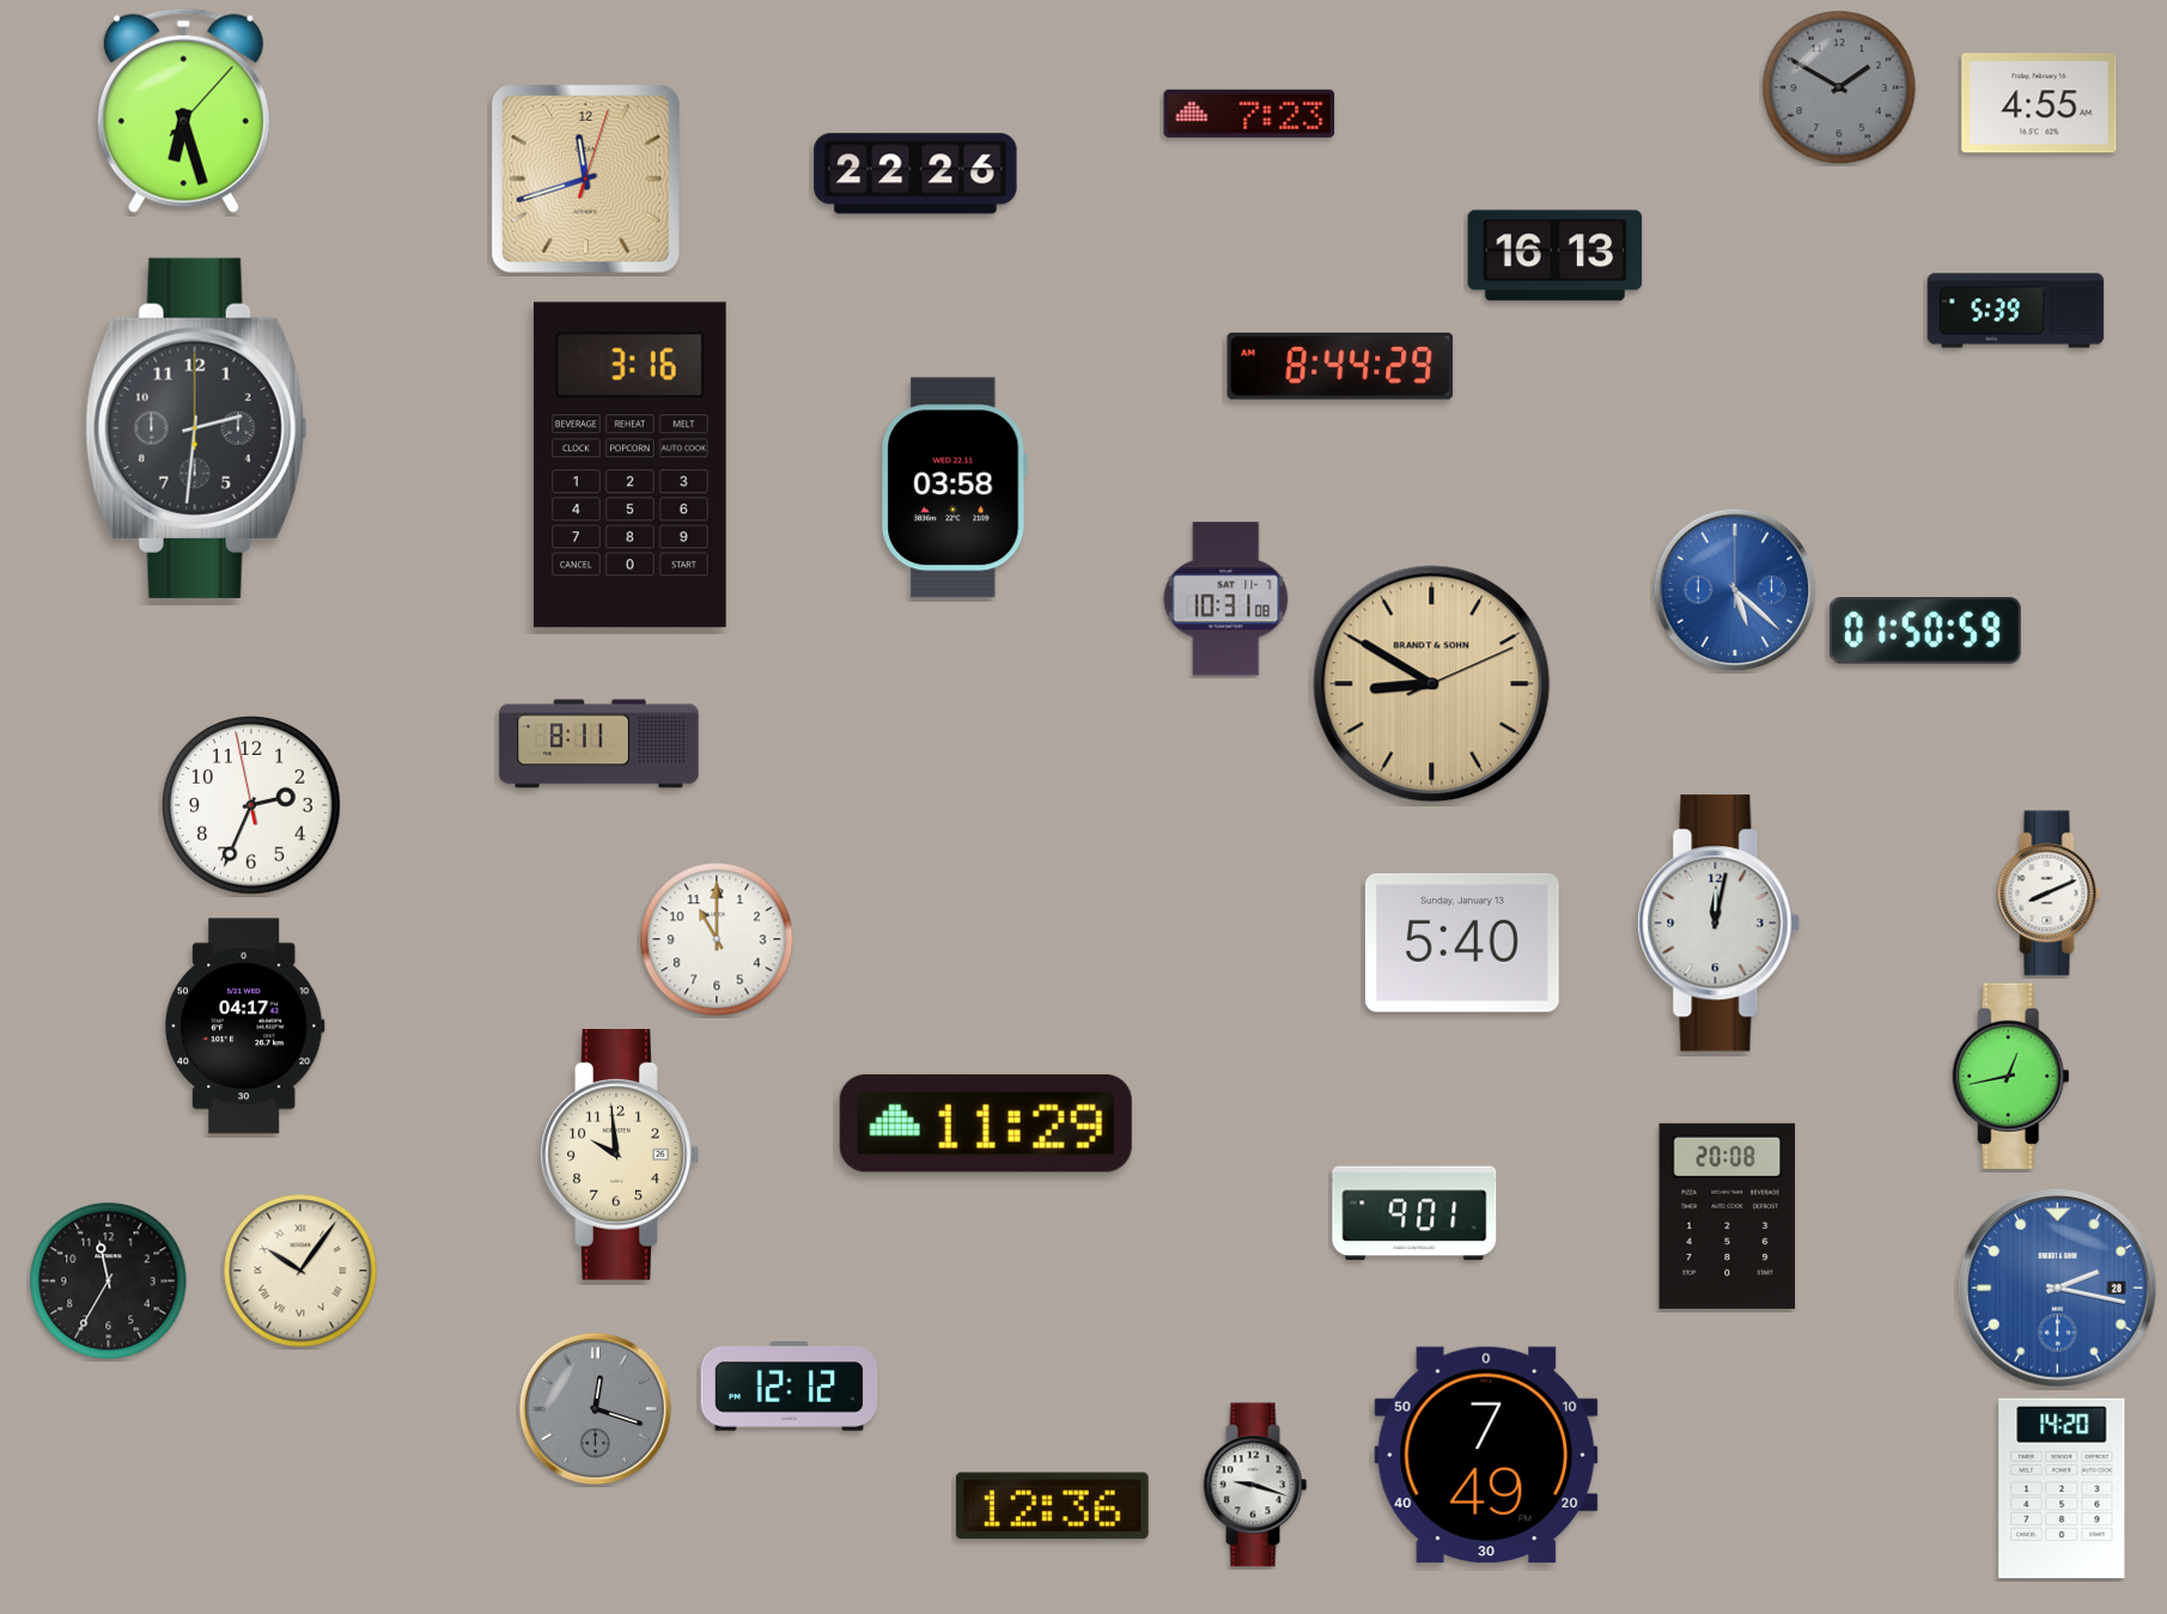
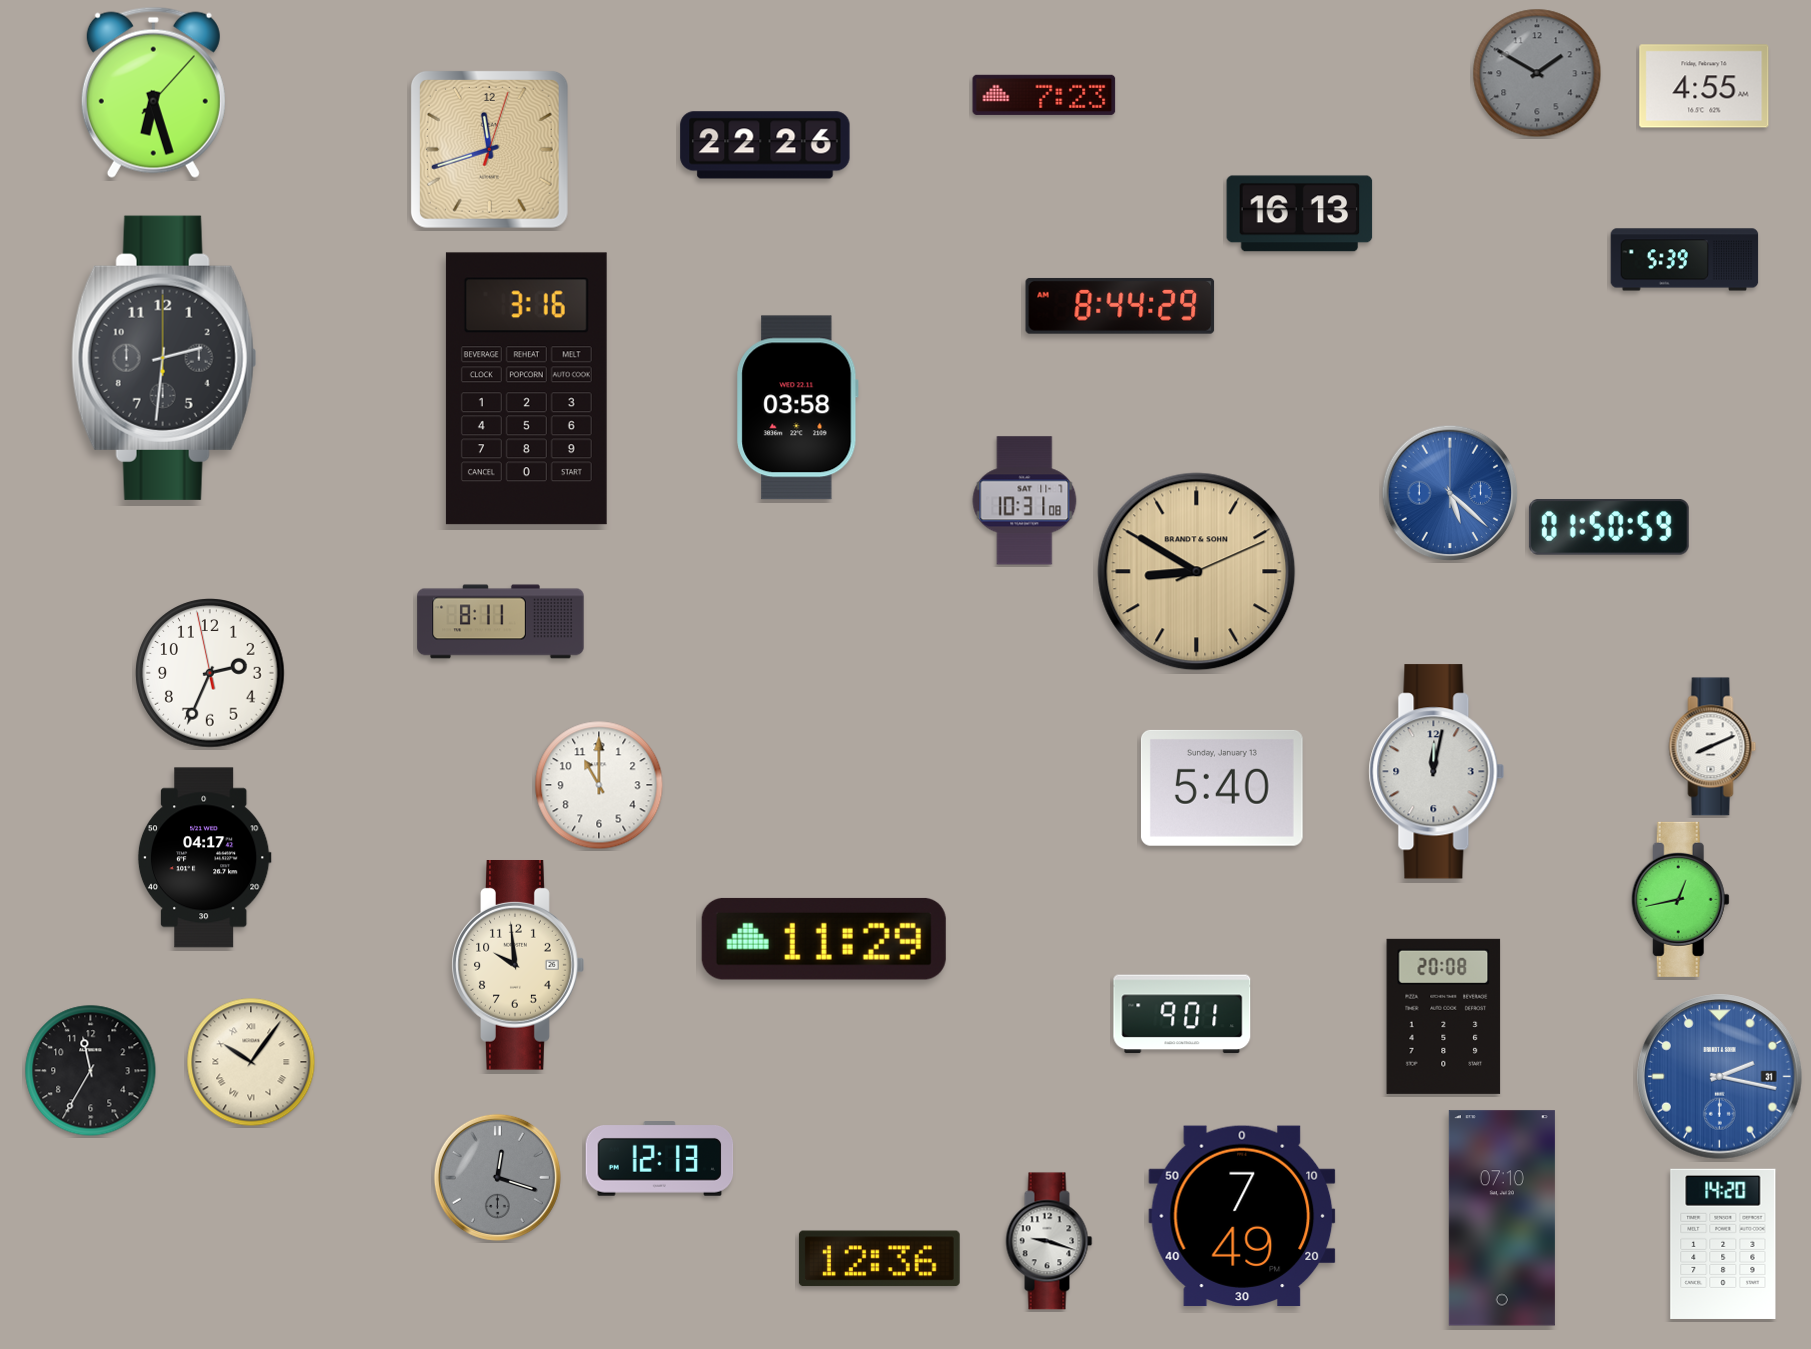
clock at (2058, 1289) date: 28 -> 31
clock at (790, 1387): 12:12 -> 12:13
clock at (1502, 1218): none -> 07:10
